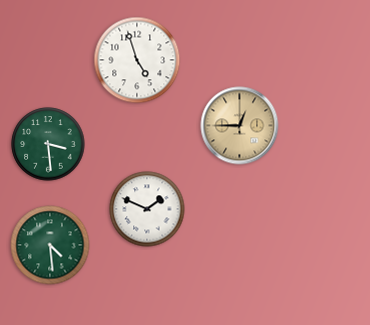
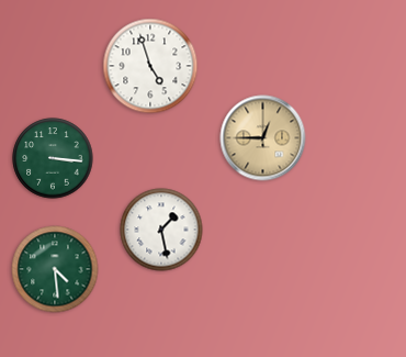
clock at (48, 144): 3:29 -> 3:16
clock at (147, 209): 1:49 -> 1:28
